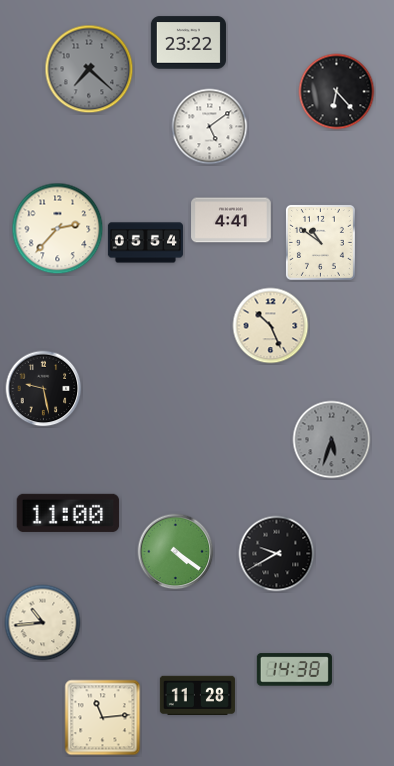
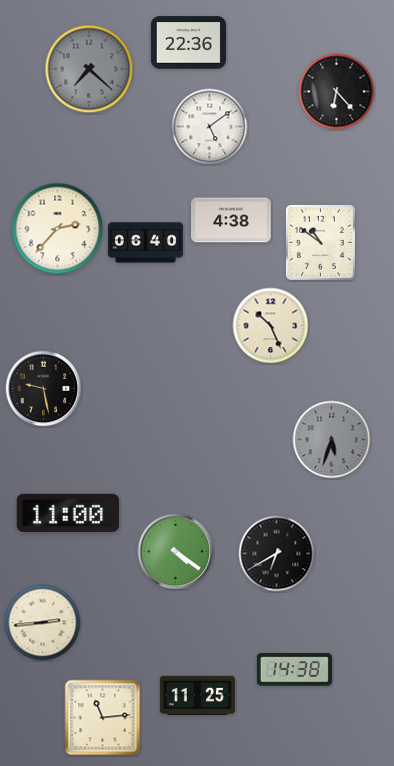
clock at (188, 43): 23:22 -> 22:36
clock at (231, 220): 4:41 -> 4:38
clock at (145, 243): 05:54 -> 06:40
clock at (277, 554): 9:40 -> 6:40
clock at (43, 623): 10:44 -> 2:44
clock at (197, 695): 11:28 -> 11:25
